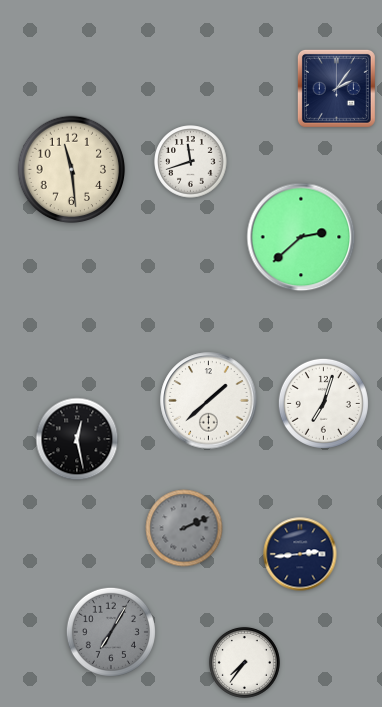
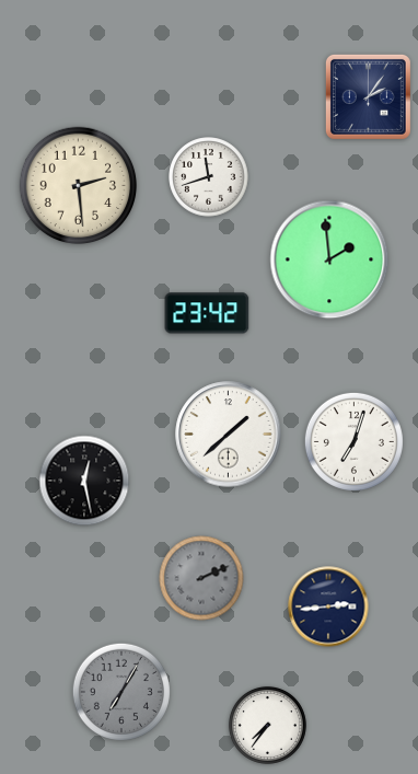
clock at (72, 170): 11:29 -> 2:29
clock at (301, 237): 2:38 -> 1:59
clock at (207, 313): none -> 23:42
clock at (209, 401) position: (209, 401) -> (229, 435)
